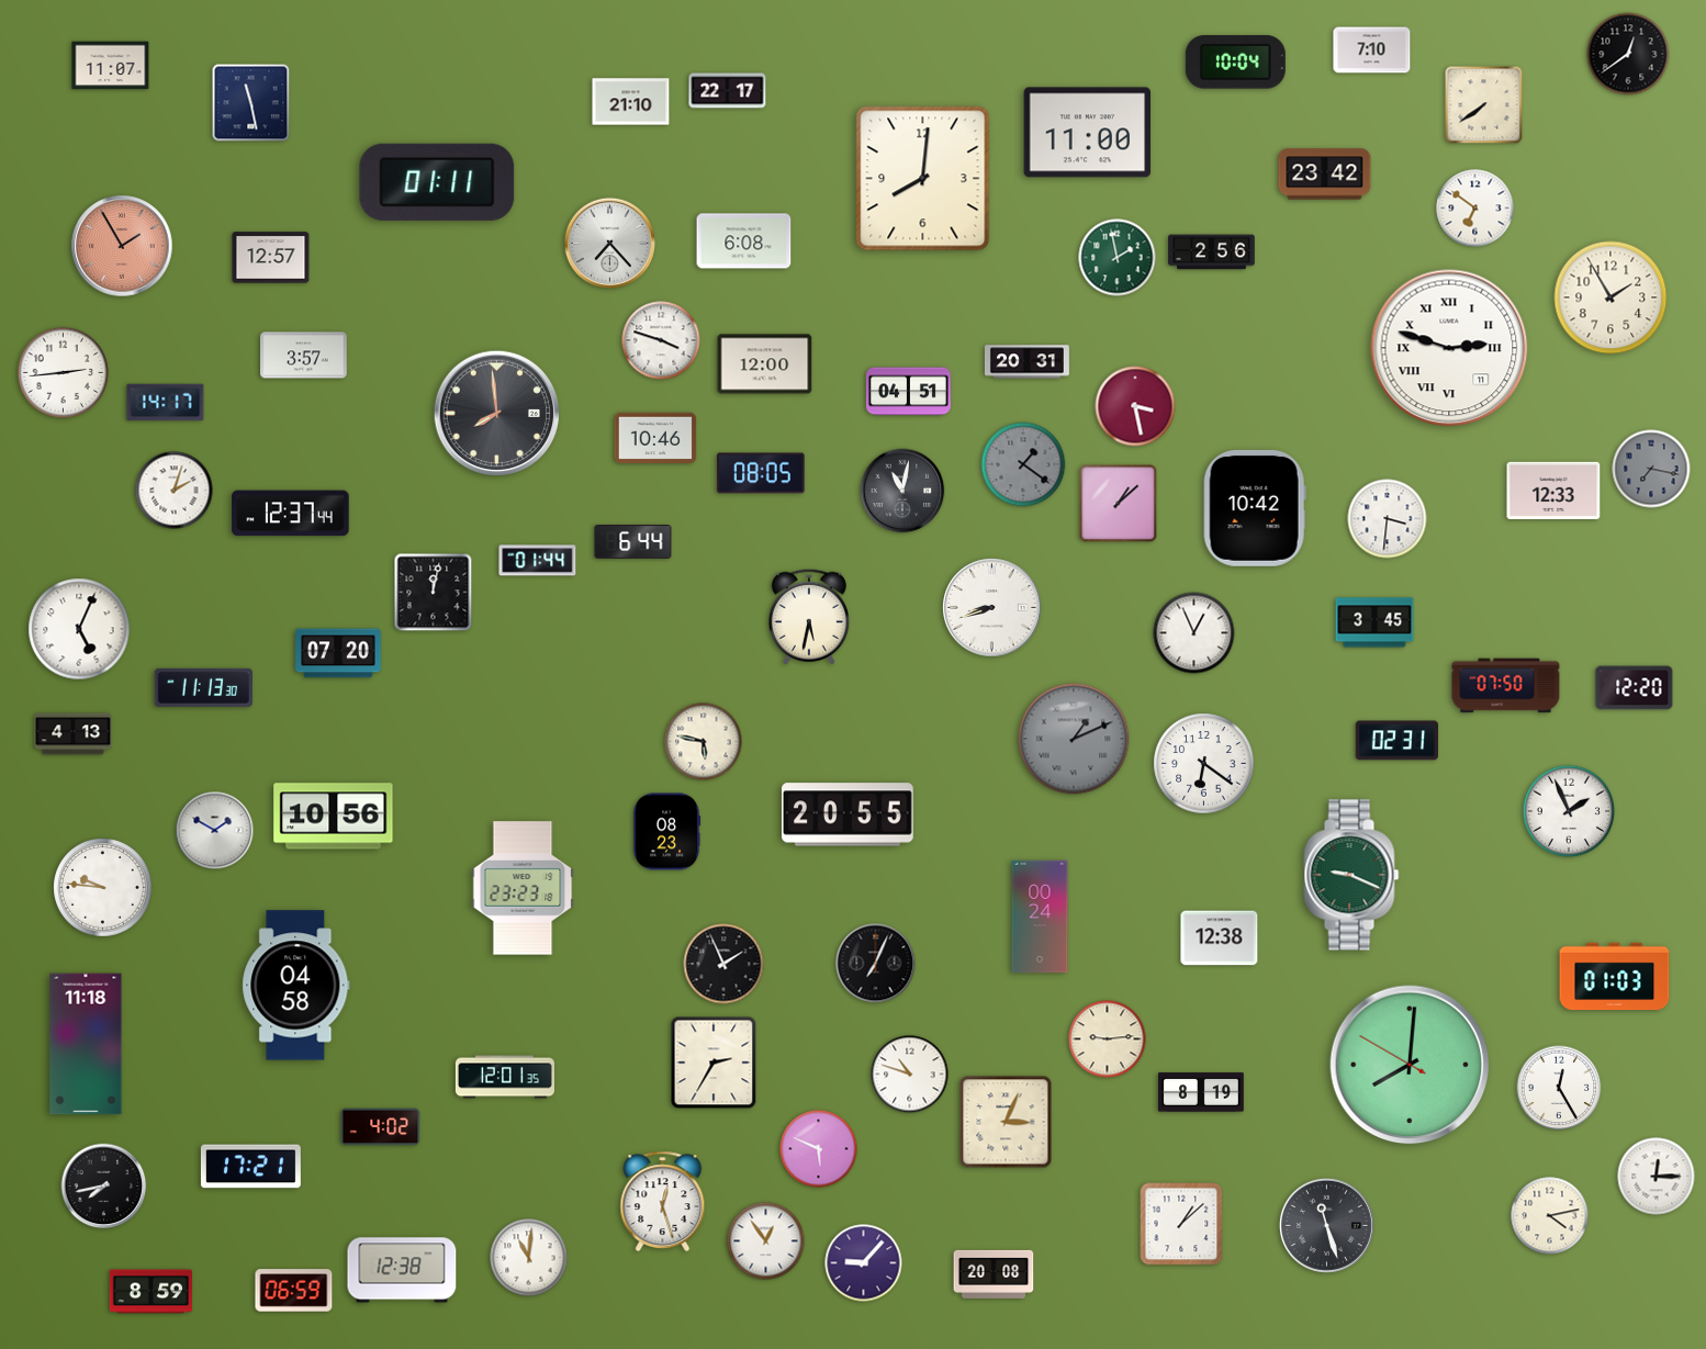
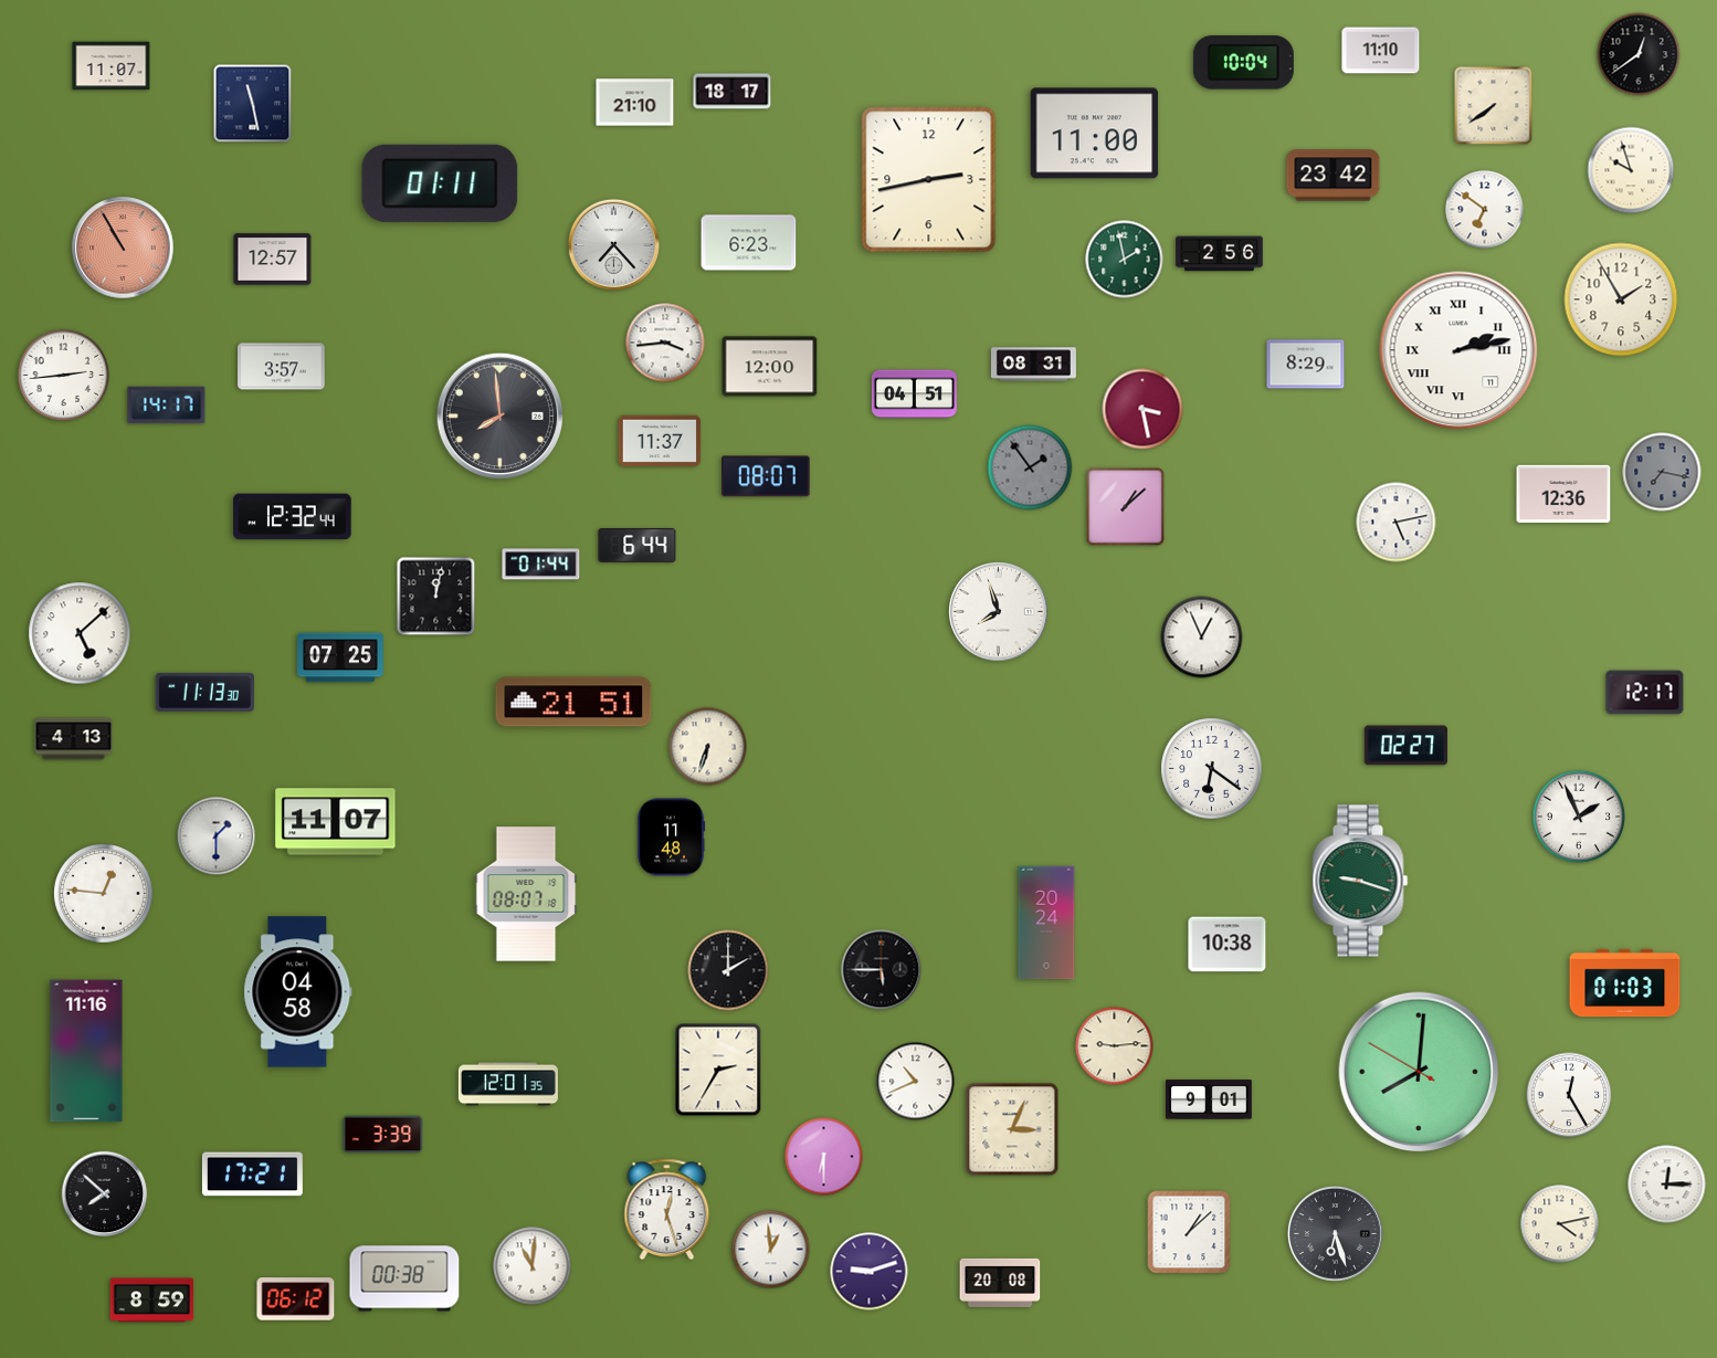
clock at (1372, 50): 7:10 -> 11:10
clock at (728, 91): 22:17 -> 18:17
clock at (1631, 170): none -> 9:57
clock at (923, 179): 8:01 -> 2:43
clock at (744, 241): 6:08 -> 6:23
clock at (122, 246): 1:55 -> 10:55
clock at (661, 340): 3:48 -> 3:44
clock at (1449, 348): 2:48 -> 2:13
clock at (304, 356) position: (304, 356) -> (282, 367)
clock at (1026, 362): 20:31 -> 08:31
clock at (1306, 365): none -> 8:29
clock at (655, 438): 10:46 -> 11:37
clock at (1023, 464): 1:21 -> 1:54
clock at (761, 473): 08:05 -> 08:07
clock at (1553, 490): 12:33 -> 12:36
clock at (175, 491): 2:03 -> none
clock at (902, 491): 11:02 -> none
clock at (1255, 508): 10:42 -> none
clock at (291, 514): 12:37 -> 12:32
clock at (1388, 519): 3:31 -> 5:13
clock at (992, 608): 8:42 -> 7:57
clock at (809, 617): 5:32 -> none
clock at (1374, 622): 3:45 -> none
clock at (79, 629): 5:04 -> 5:08
clock at (338, 653): 07:20 -> 07:25
clock at (1506, 686): 07:50 -> none
clock at (1635, 688): 12:20 -> 12:17
clock at (573, 702): none -> 21:51
clock at (1074, 739): 1:11 -> none
clock at (1396, 741): 02:31 -> 02:27
clock at (704, 742): 5:47 -> 6:33
clock at (849, 814): 20:55 -> none
clock at (334, 817): 10:56 -> 11:07
clock at (215, 831): 1:50 -> 1:30
clock at (666, 832): 08:23 -> 11:48
clock at (1351, 875): 9:19 -> 9:18
clock at (103, 888): 9:46 -> 12:46
clock at (523, 888): 23:23 -> 08:07
clock at (1040, 917): 00:24 -> 20:24
clock at (1220, 938): 12:38 -> 10:38
clock at (723, 964): 1:56 -> 2:00
clock at (876, 964): 7:04 -> 5:45
clock at (86, 1044): 11:18 -> 11:16
clock at (910, 1075): 10:48 -> 10:41
clock at (1202, 1092): 8:19 -> 9:01
clock at (381, 1127): 4:02 -> 3:39
clock at (819, 1149): 5:49 -> 6:30
clock at (104, 1187): 7:43 -> 7:52
clock at (1326, 1225): 11:27 -> 6:27
clock at (766, 1241): 12:54 -> 12:59
clock at (864, 1263): 9:07 -> 9:12
clock at (402, 1270): 12:38 -> 00:38
clock at (294, 1291): 06:59 -> 06:12
